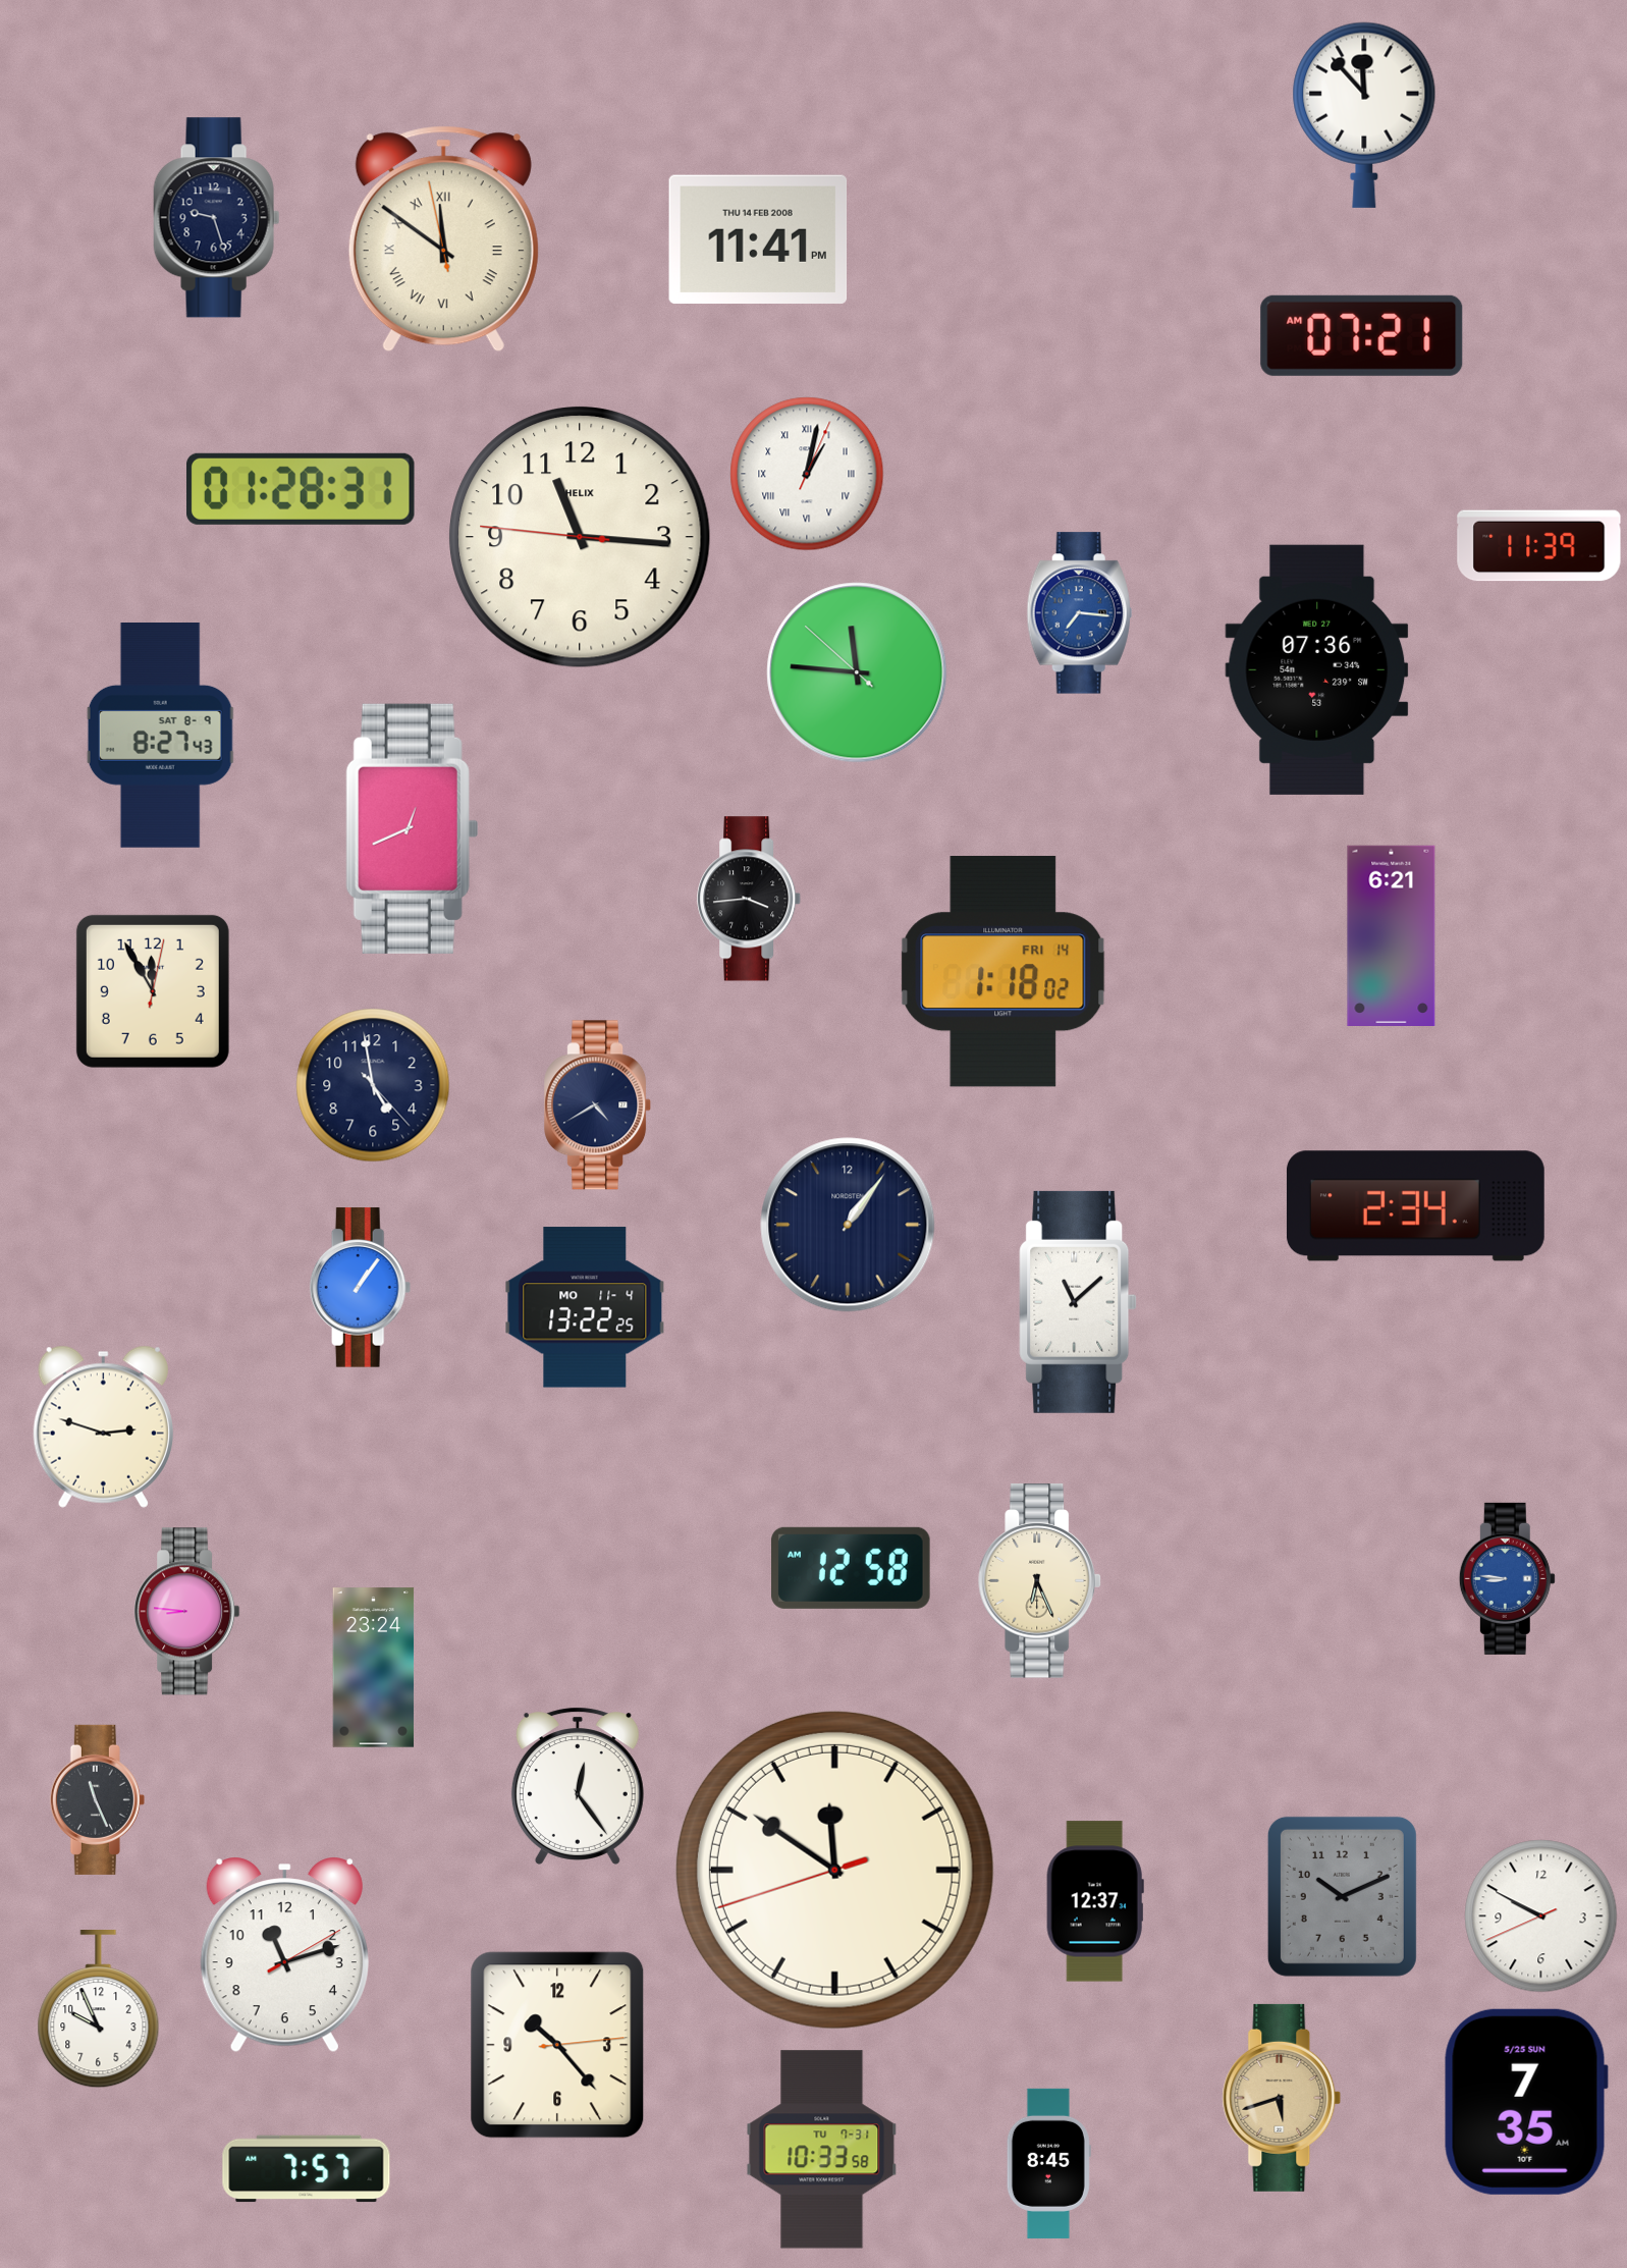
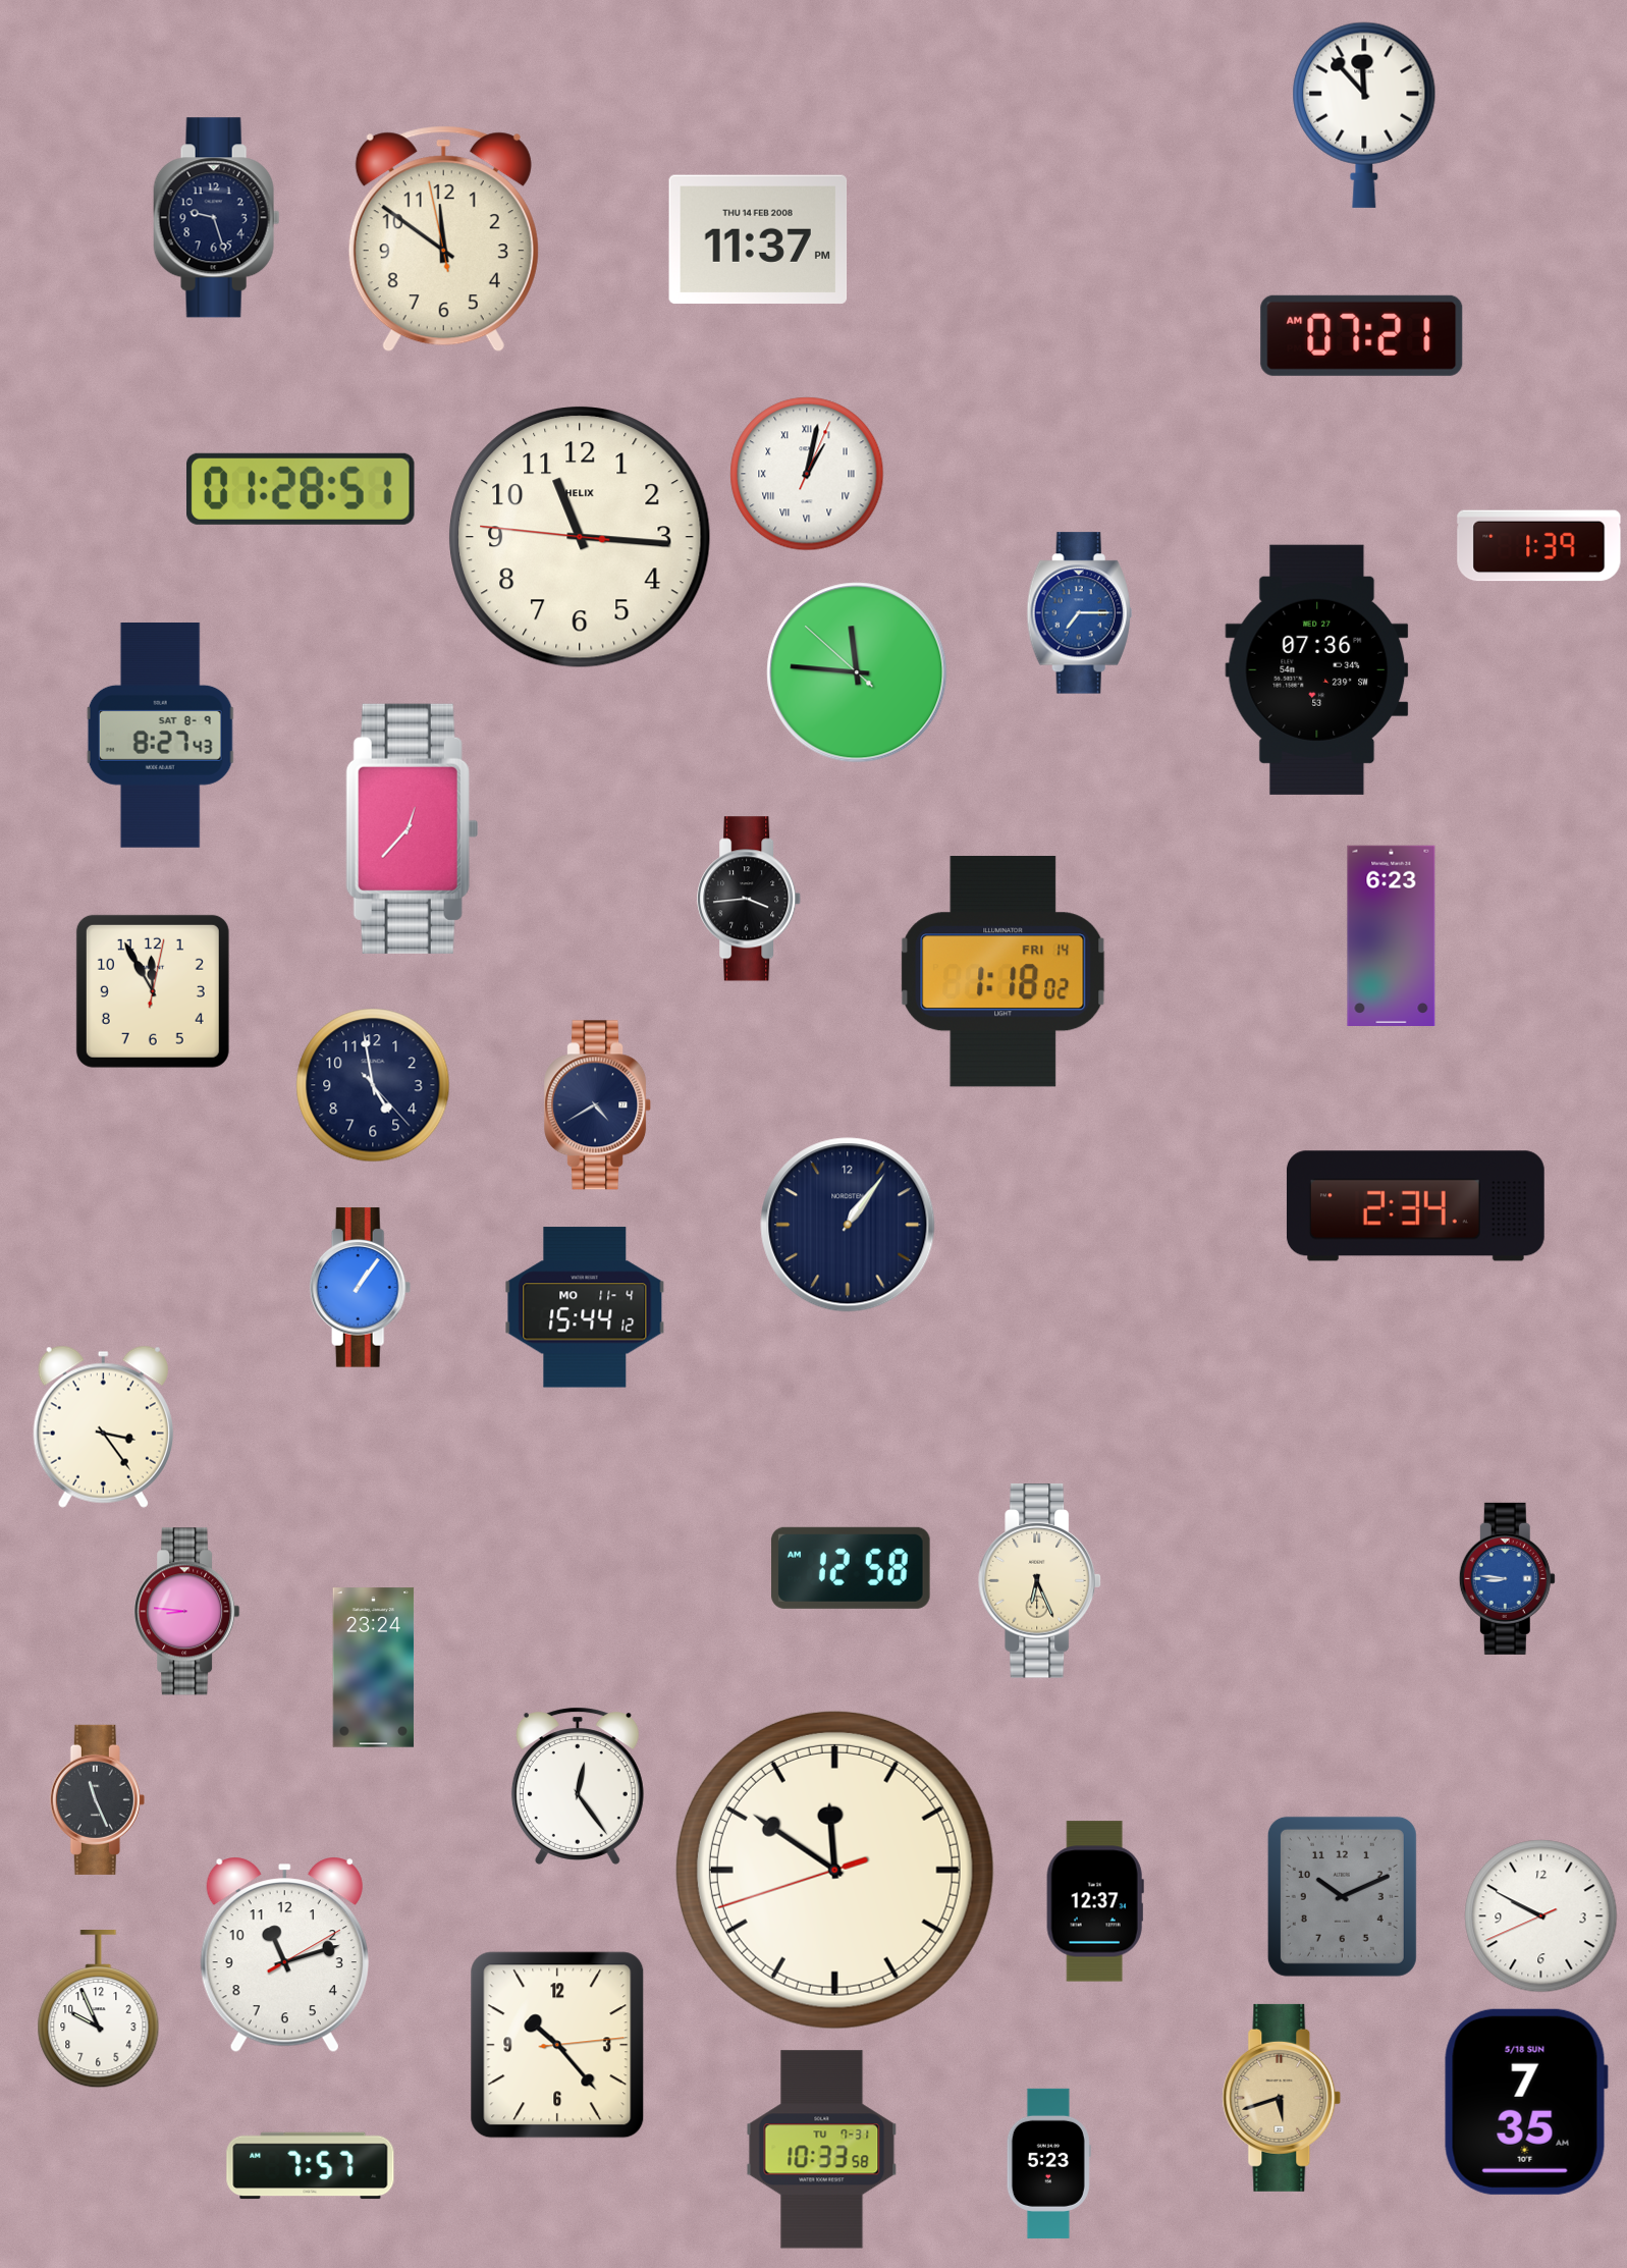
clock at (443, 239) numerals: Roman -> Arabic
clock at (758, 239): 11:41 -> 11:37
clock at (302, 489): 01:28:31 -> 01:28:51
clock at (1539, 546): 11:39 -> 1:39
clock at (1079, 613): 7:16 -> 7:15
clock at (412, 828): 12:41 -> 12:37
clock at (1392, 935): 6:21 -> 6:23
clock at (1078, 1302): 11:08 -> none
clock at (585, 1307): 13:22 -> 15:44
clock at (103, 1426): 2:48 -> 3:24
clock at (1526, 2102) date: 5/25 SUN -> 5/18 SUN
clock at (1048, 2163): 8:45 -> 5:23
clock at (307, 2169) position: (307, 2169) -> (311, 2166)
